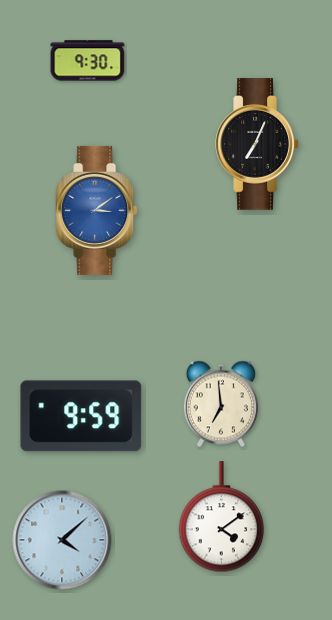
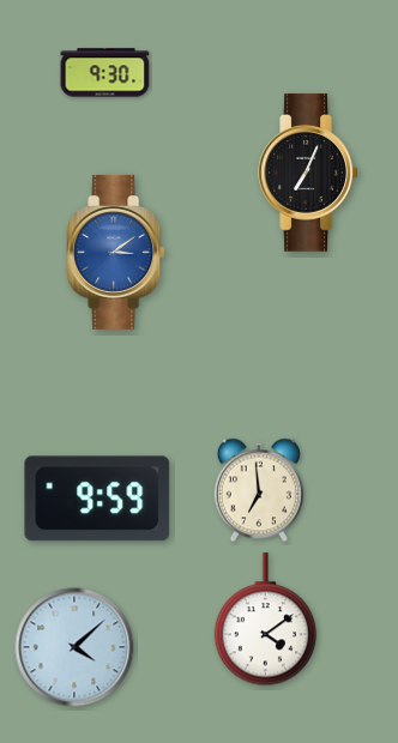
clock at (221, 404) position: (221, 404) -> (259, 490)
